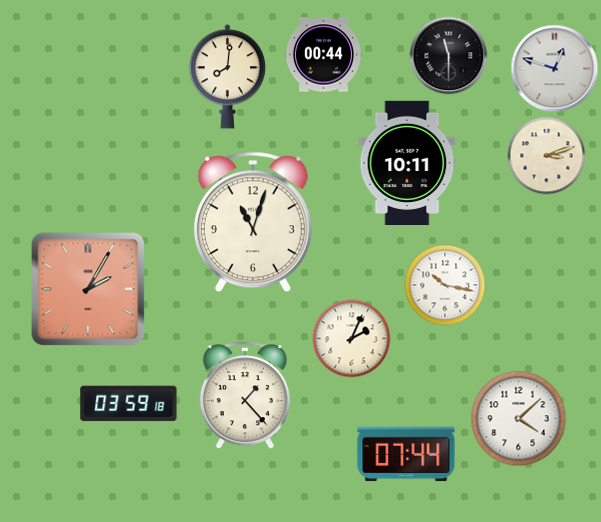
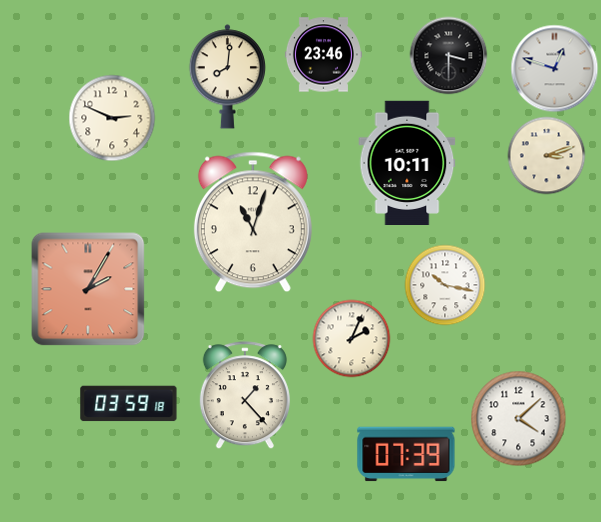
clock at (323, 55): 00:44 -> 23:46
clock at (448, 55): 11:30 -> 3:30
clock at (112, 118): none -> 2:49
clock at (406, 454): 07:44 -> 07:39
